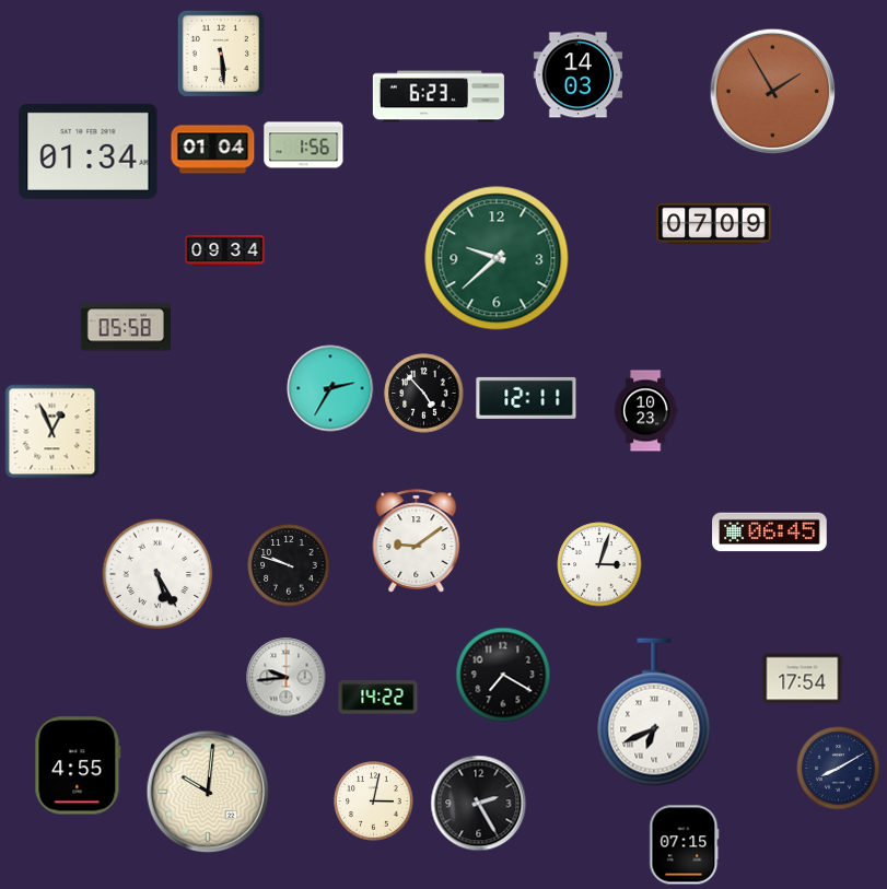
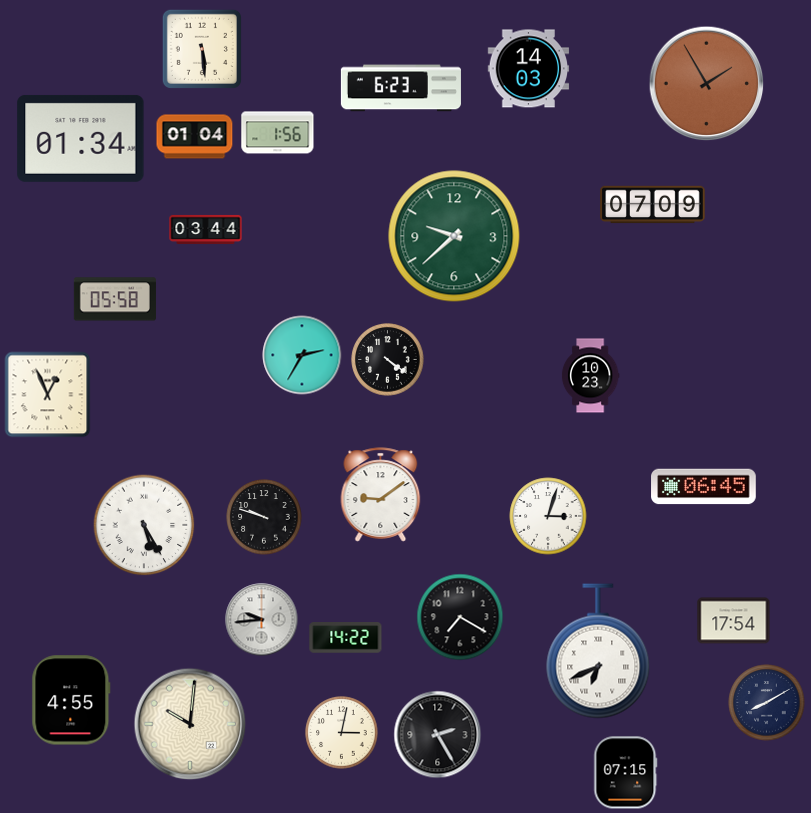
clock at (225, 250): 09:34 -> 03:44
clock at (424, 394): 4:53 -> 4:21
clock at (526, 398): 12:11 -> none
